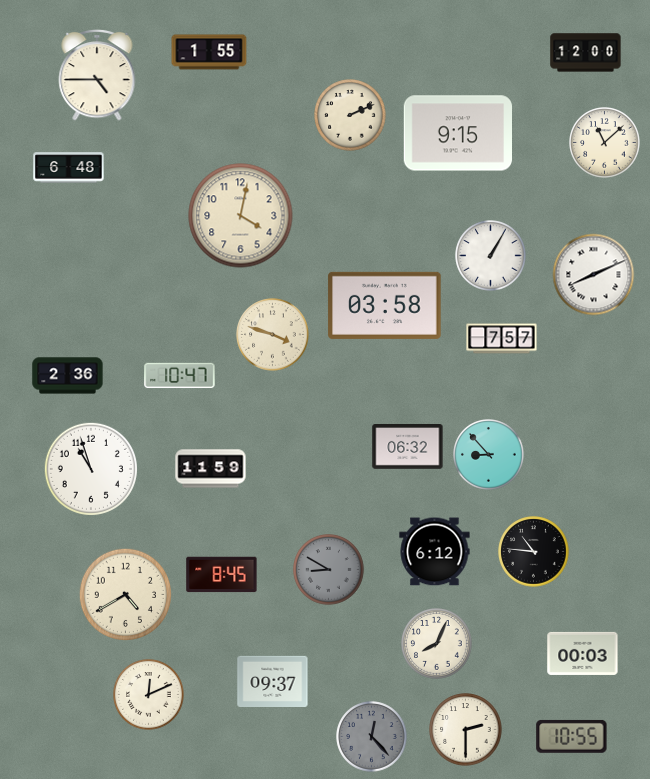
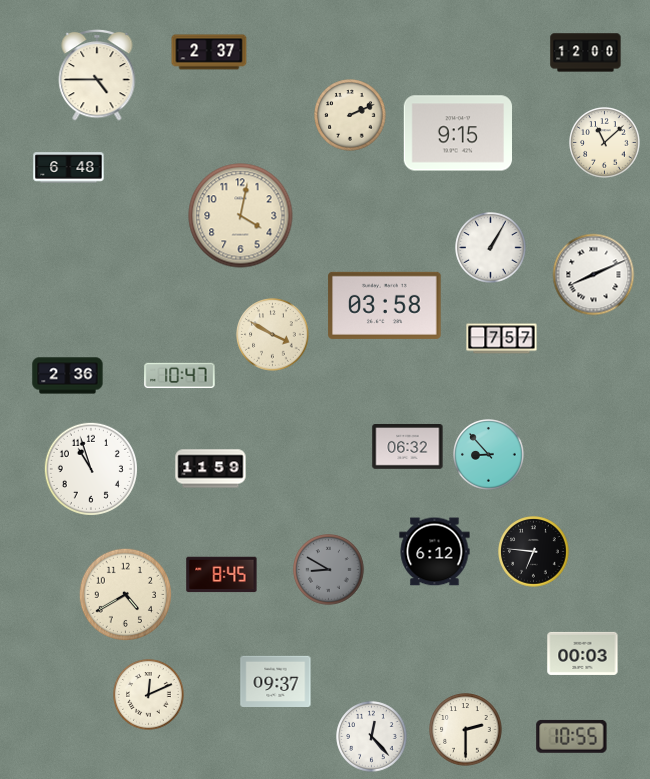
clock at (209, 52): 1:55 -> 2:37
clock at (491, 256) position: (491, 256) -> (491, 248)
clock at (273, 335): 3:48 -> 3:50
clock at (534, 552): 10:46 -> 6:46
clock at (437, 644): 8:04 -> none
clock at (273, 681) position: (273, 681) -> (276, 681)
clock at (372, 737) dial: grey -> white
